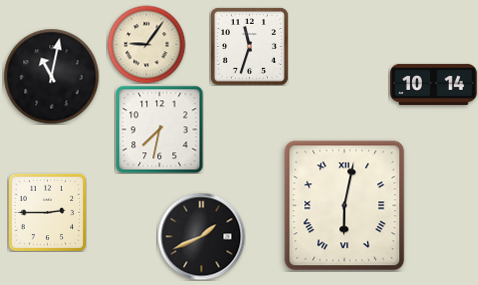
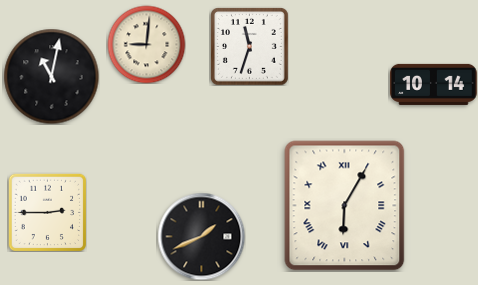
clock at (146, 44): 9:06 -> 9:01
clock at (159, 129): 7:32 -> none
clock at (345, 206): 6:02 -> 6:05
